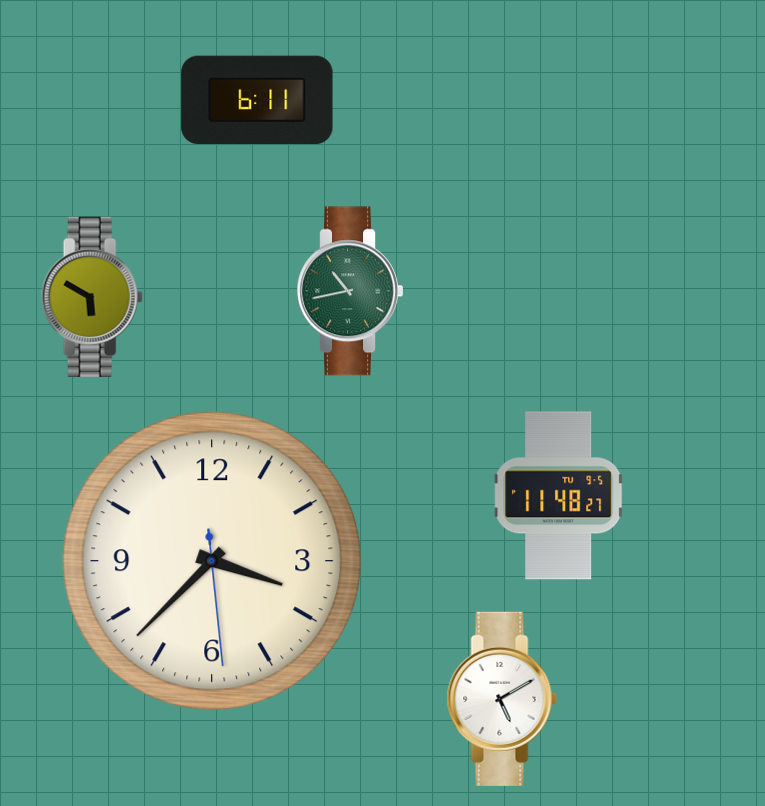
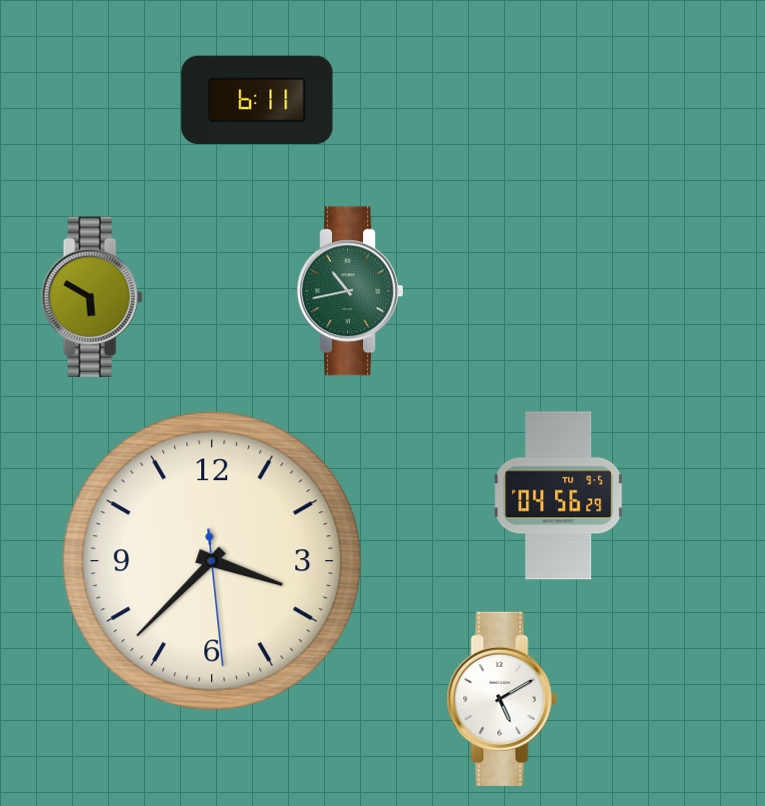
clock at (559, 496): 11:48 -> 04:56
